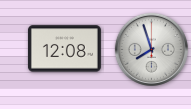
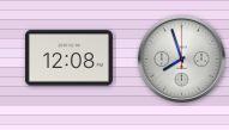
clock at (64, 49) position: (64, 49) -> (68, 58)
